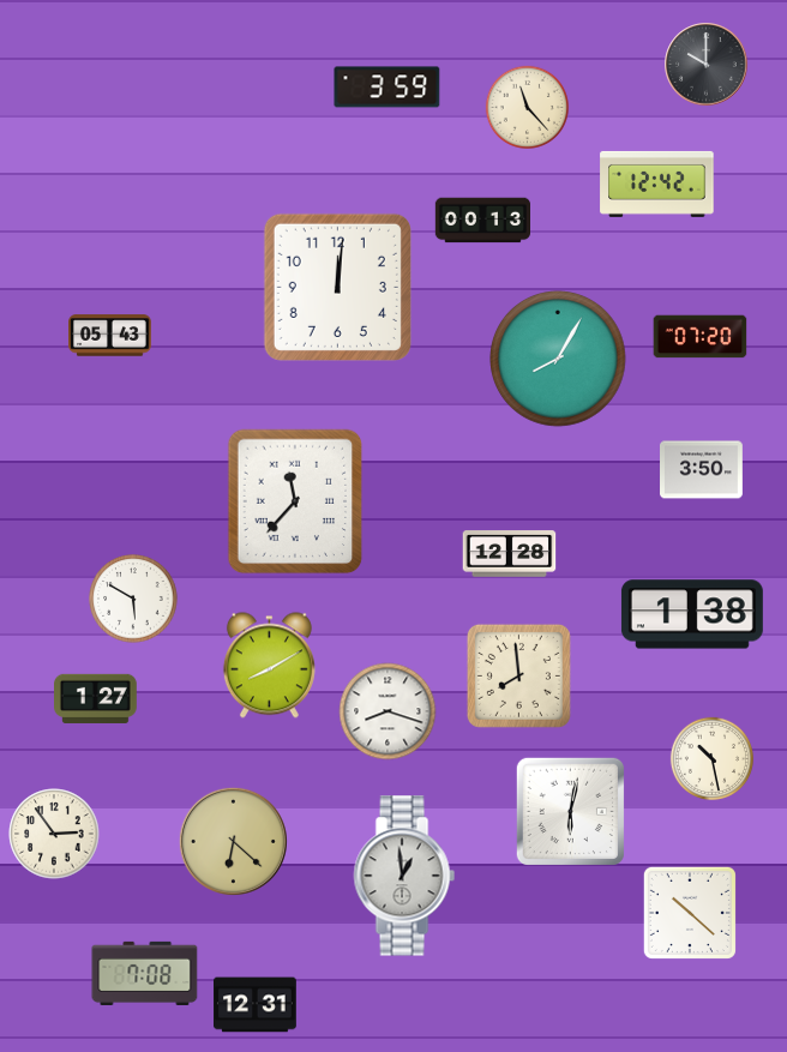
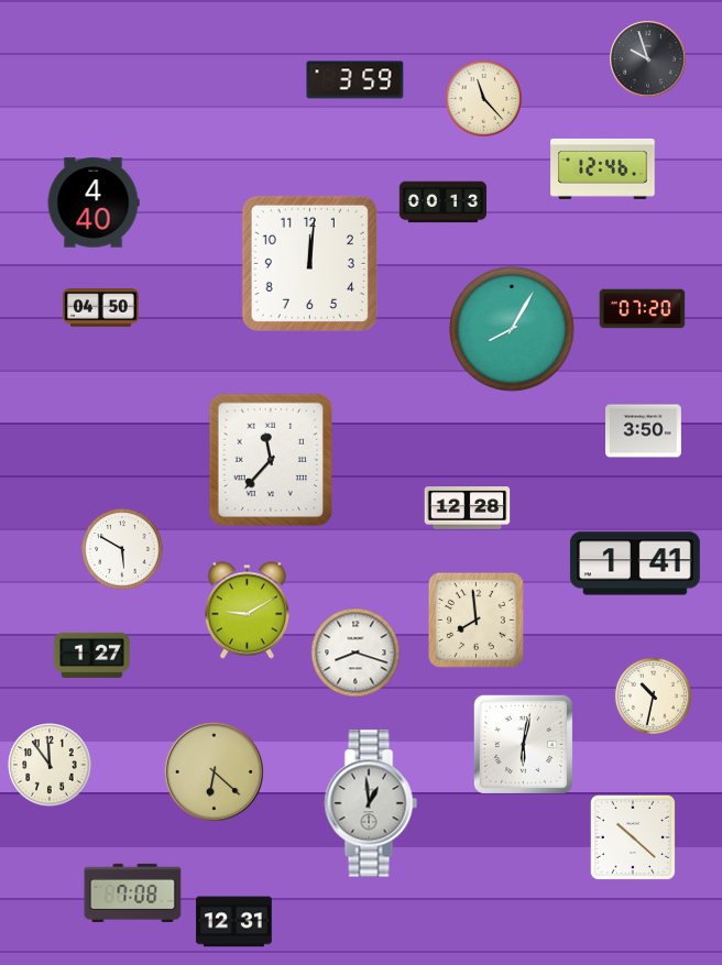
clock at (707, 65): 10:00 -> 9:57
clock at (657, 184): 12:42 -> 12:46
clock at (94, 202): none -> 4:40
clock at (110, 336): 05:43 -> 04:50
clock at (692, 614): 1:38 -> 1:41
clock at (269, 666): 8:10 -> 9:10
clock at (96, 698) position: (96, 698) -> (92, 655)
clock at (711, 758): 10:28 -> 10:32
clock at (54, 834): 2:54 -> 11:54
